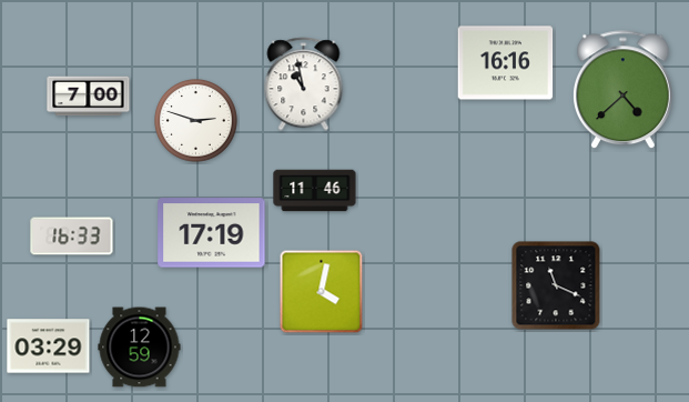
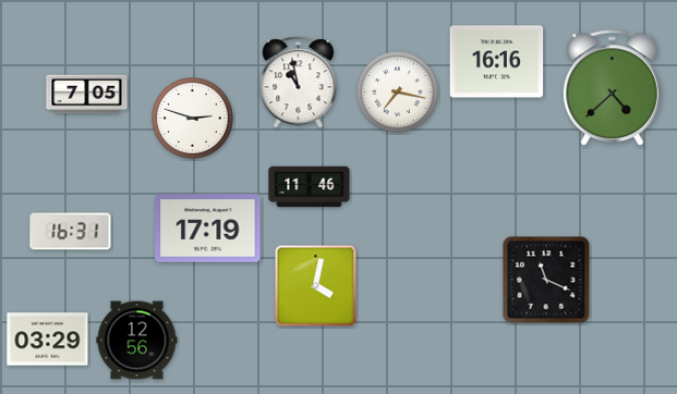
clock at (398, 93): none -> 7:17
clock at (89, 97): 7:00 -> 7:05
clock at (72, 237): 16:33 -> 16:31
clock at (140, 348): 12:59 -> 12:56
